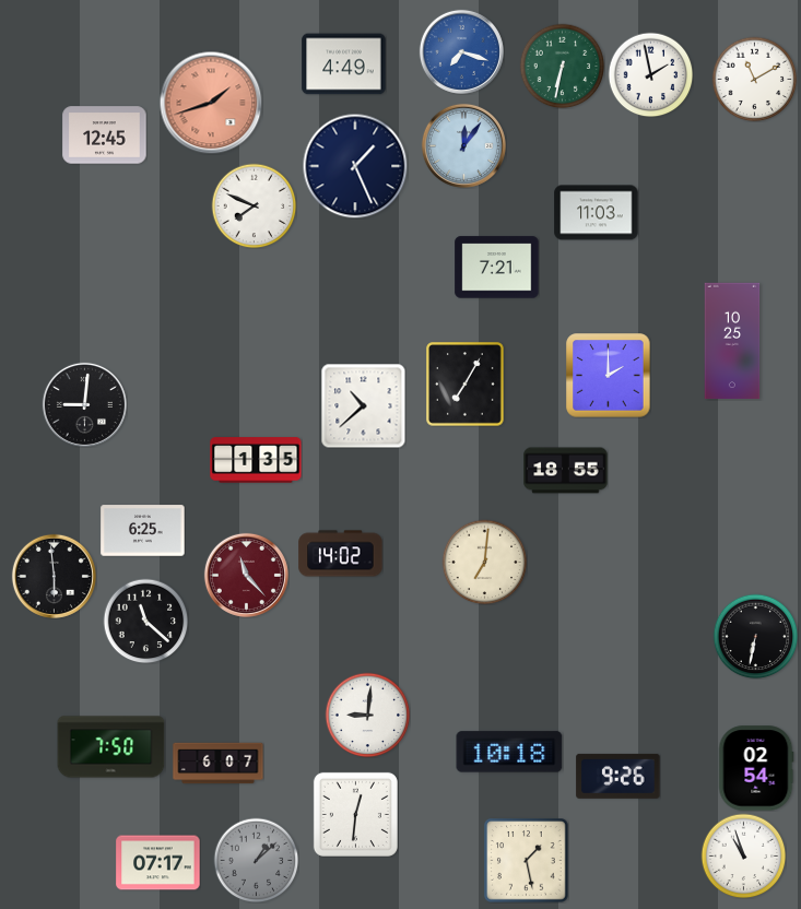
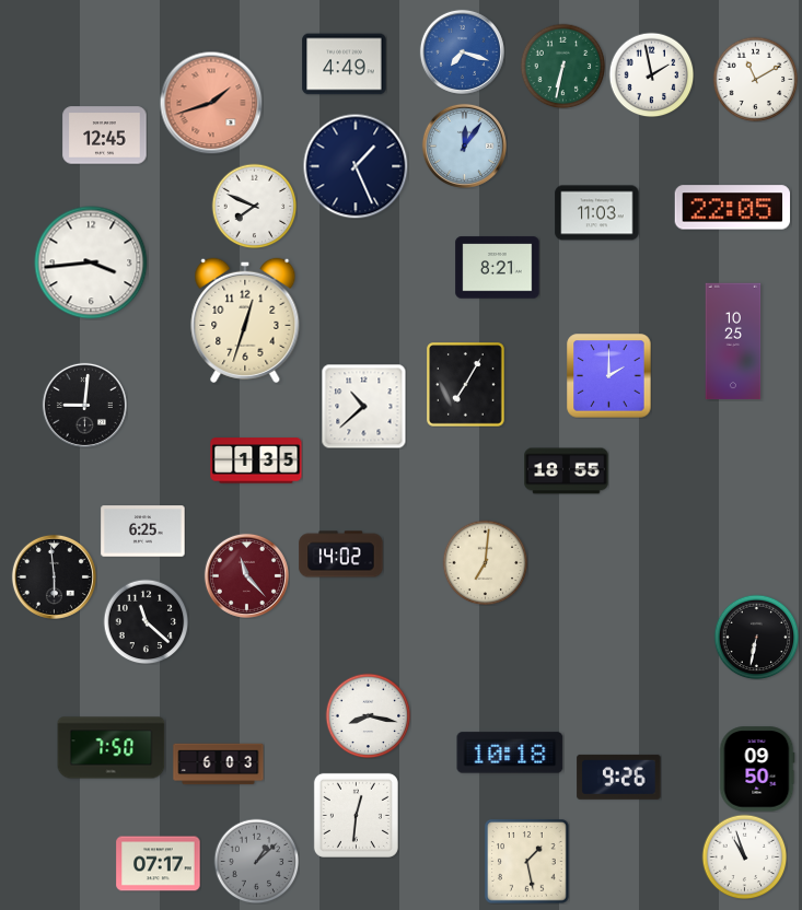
clock at (732, 208): none -> 22:05
clock at (91, 262): none -> 3:44
clock at (497, 268): 7:21 -> 8:21
clock at (245, 320): none -> 12:33
clock at (367, 715): 9:01 -> 8:17
clock at (219, 764): 6:07 -> 6:03
clock at (756, 768): 02:54 -> 09:50
